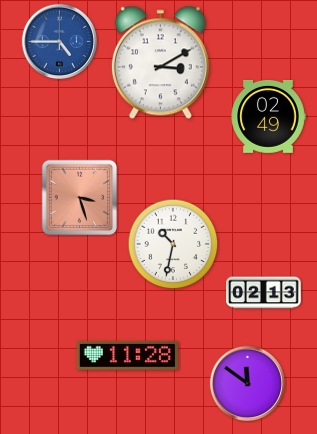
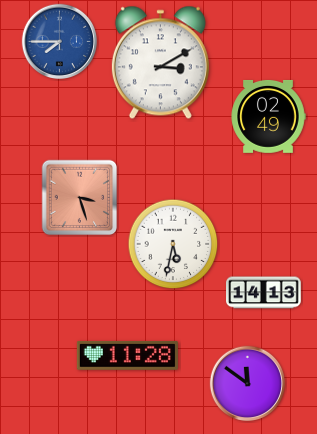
clock at (59, 41): 4:45 -> 7:45
clock at (173, 244): 10:32 -> 5:32
clock at (264, 293): 02:13 -> 14:13
